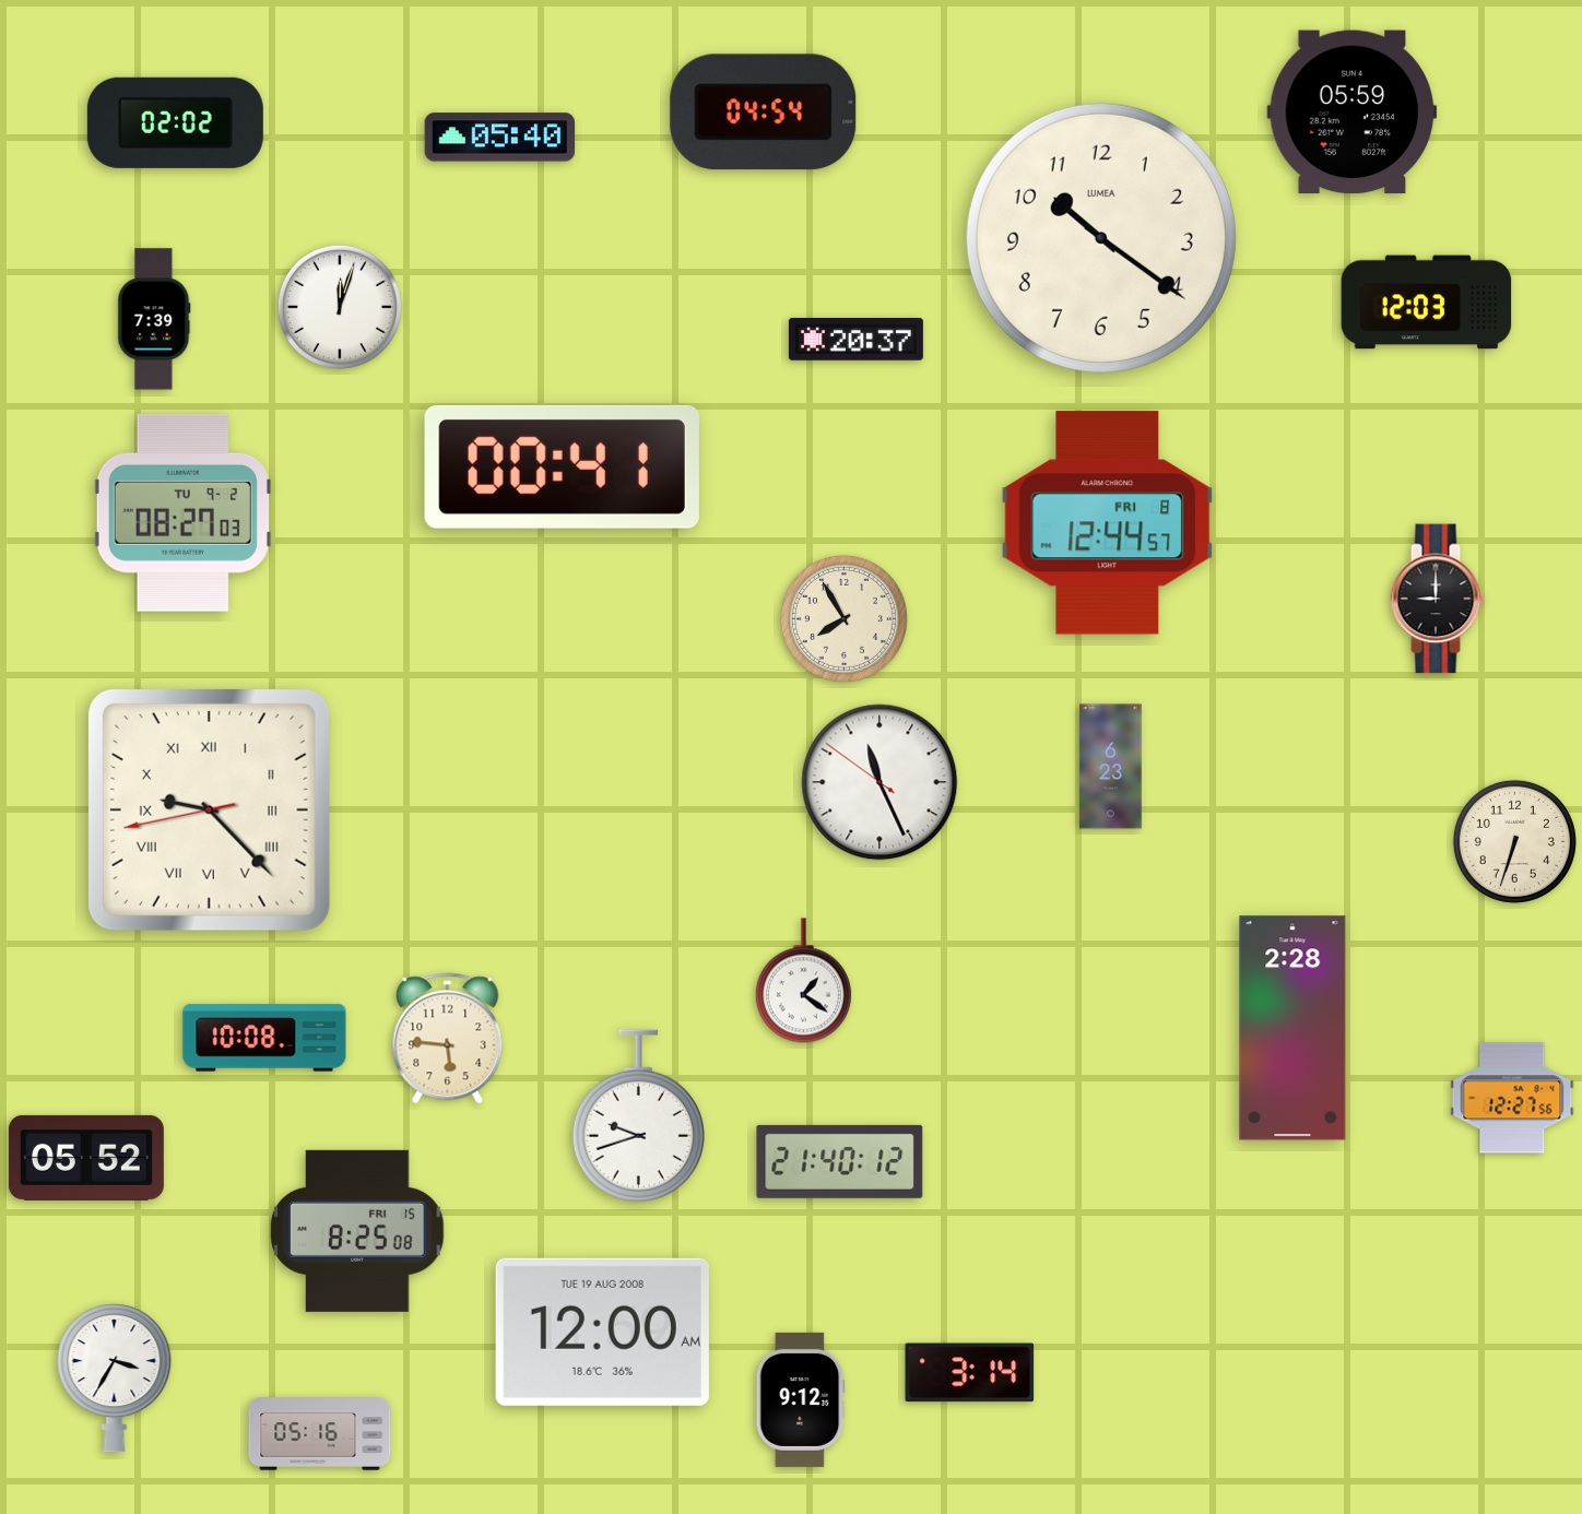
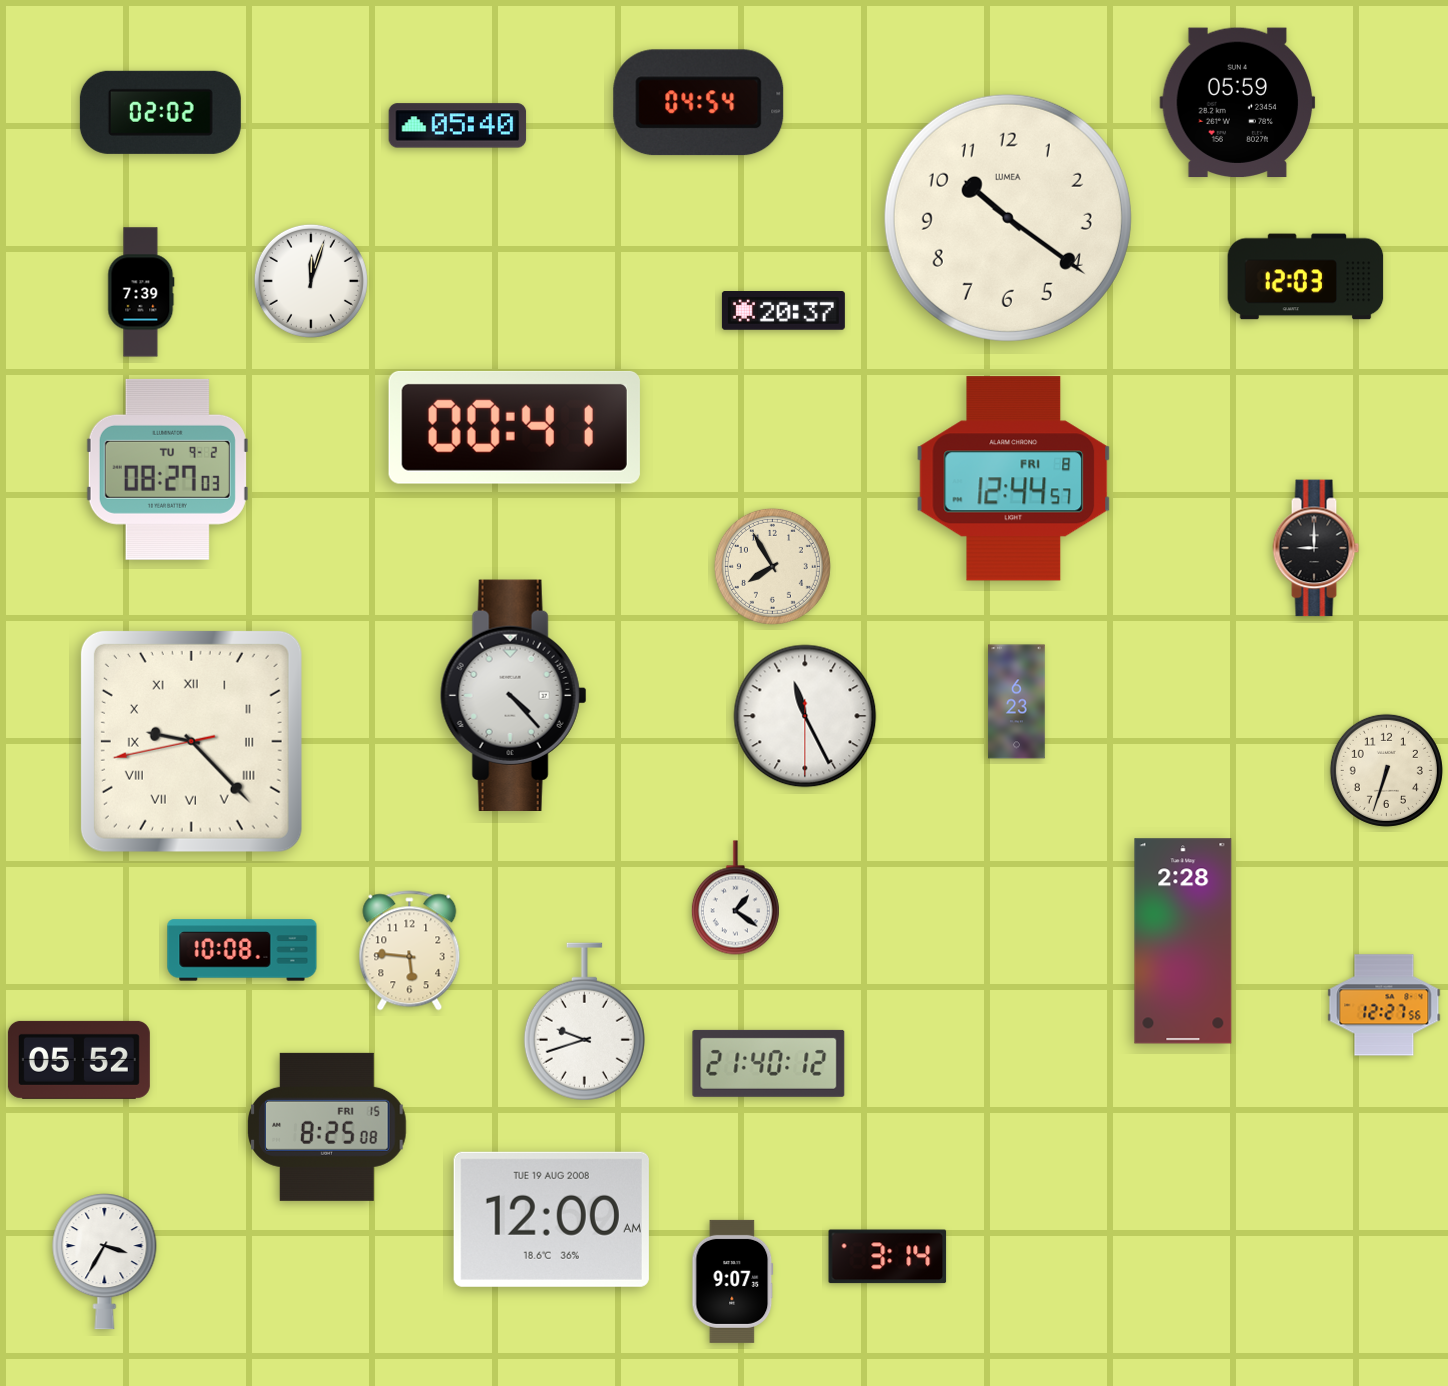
clock at (514, 695): none -> 4:23
clock at (879, 782): 11:25:51 -> 11:25:30
clock at (801, 1399): 9:12 -> 9:07
clock at (320, 1434): 05:16 -> none
